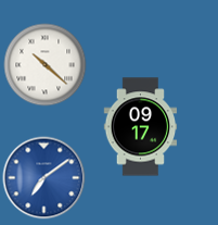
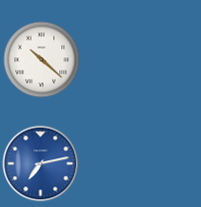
clock at (141, 127): 09:17 -> none
clock at (44, 178): 7:09 -> 7:13
